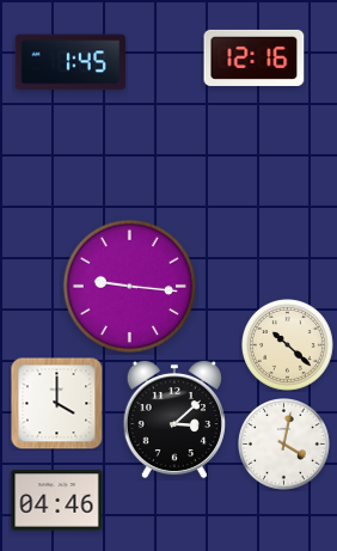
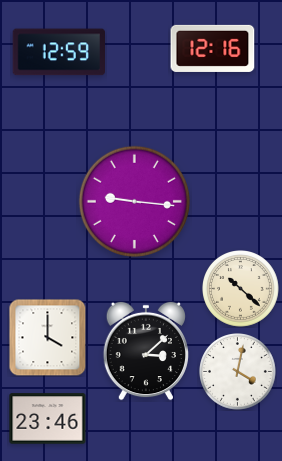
clock at (69, 62): 1:45 -> 12:59
clock at (129, 286) position: (129, 286) -> (134, 201)
clock at (57, 501): 04:46 -> 23:46
